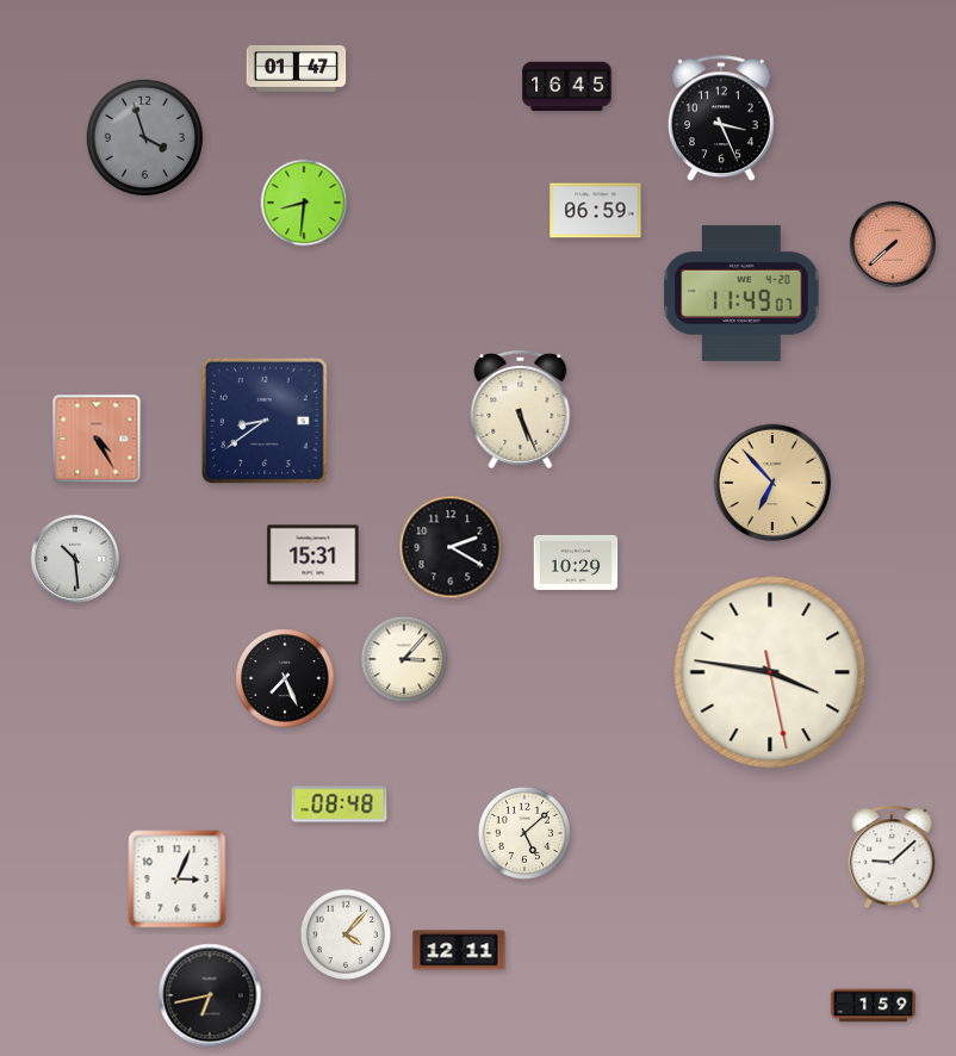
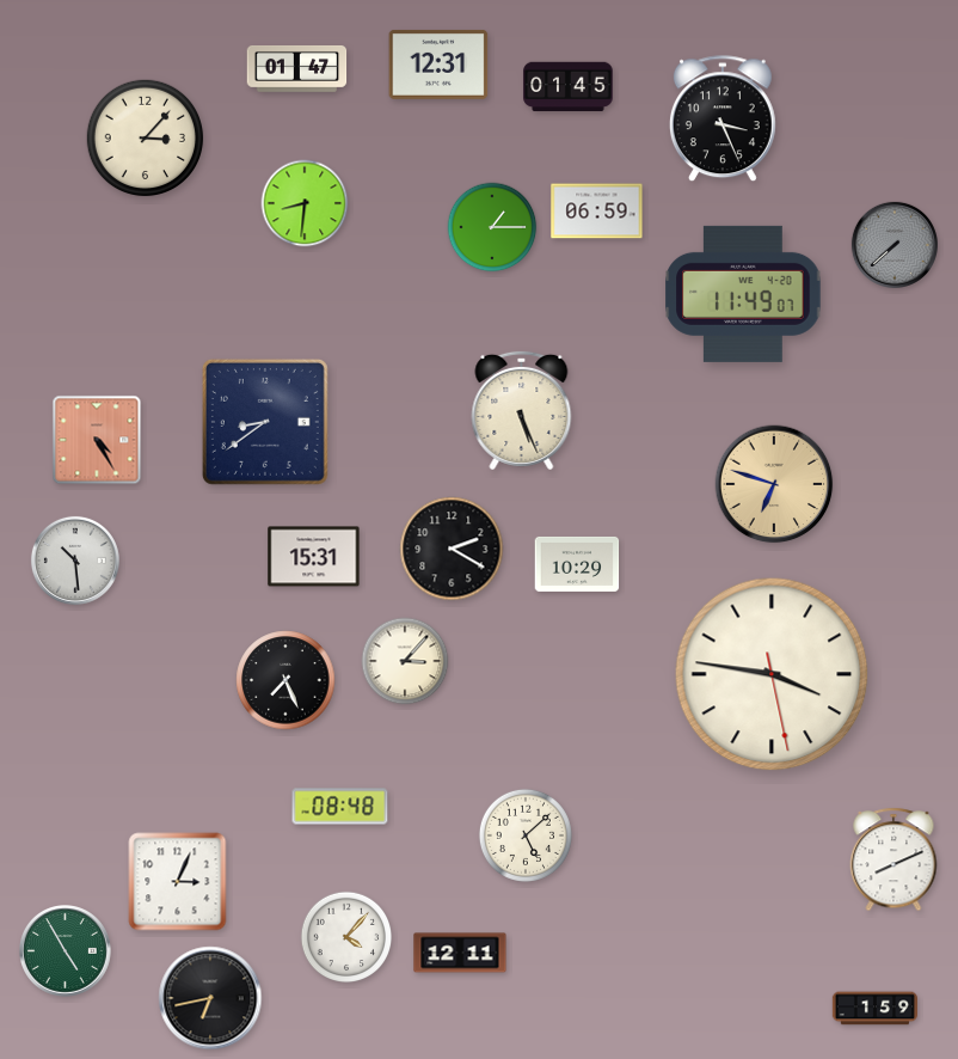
clock at (438, 65): none -> 12:31
clock at (567, 87): 16:45 -> 01:45
clock at (145, 138): 3:57 -> 3:07
clock at (145, 138) dial: grey -> cream
clock at (492, 227): none -> 1:15
clock at (892, 243) dial: salmon -> grey
clock at (772, 483): 6:53 -> 6:48
clock at (892, 857): 9:08 -> 8:11
clock at (66, 951): none -> 4:55
